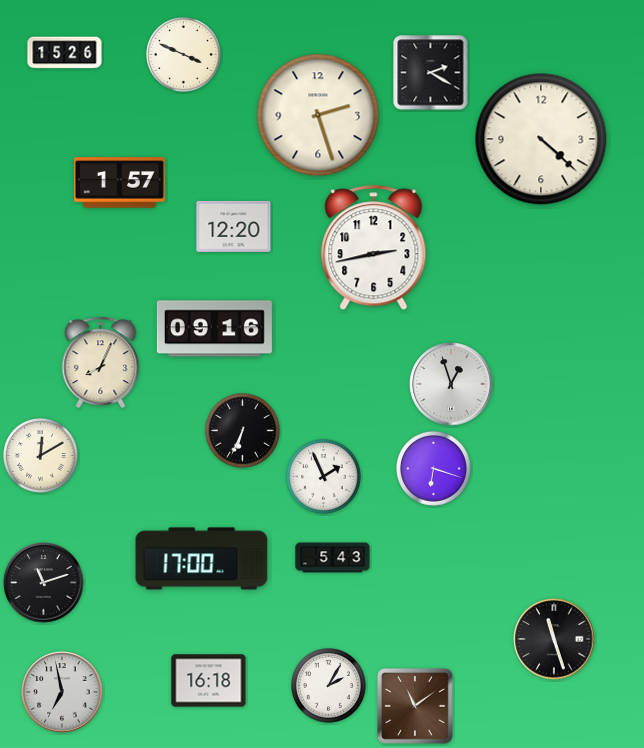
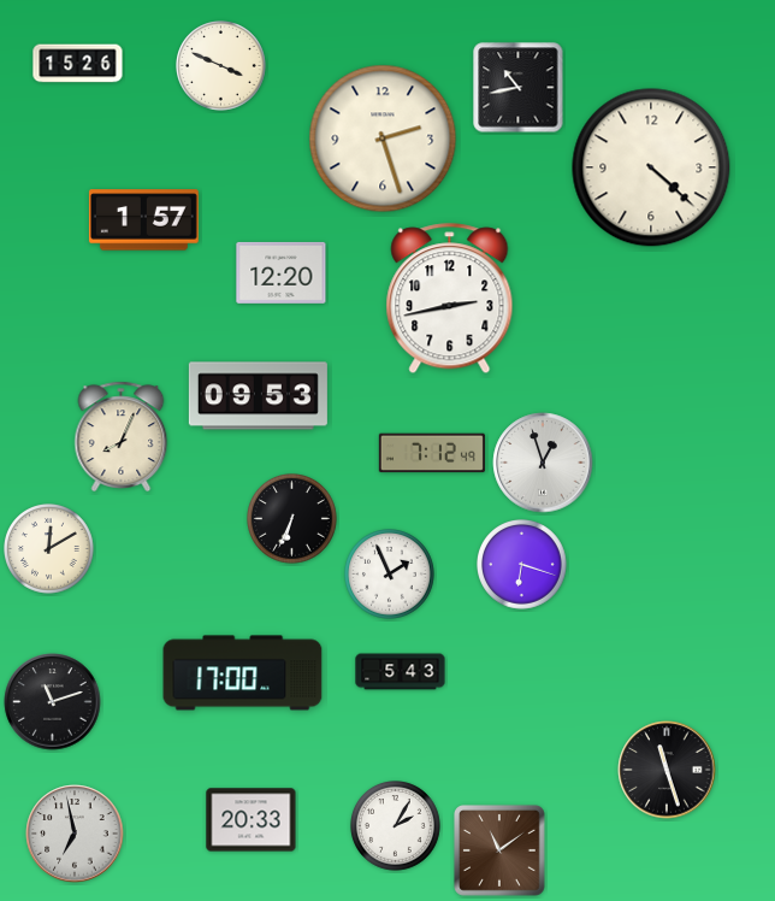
clock at (431, 73): 2:20 -> 10:43
clock at (214, 329): 09:16 -> 09:53
clock at (432, 453): none -> 7:12
clock at (209, 681): 16:18 -> 20:33
